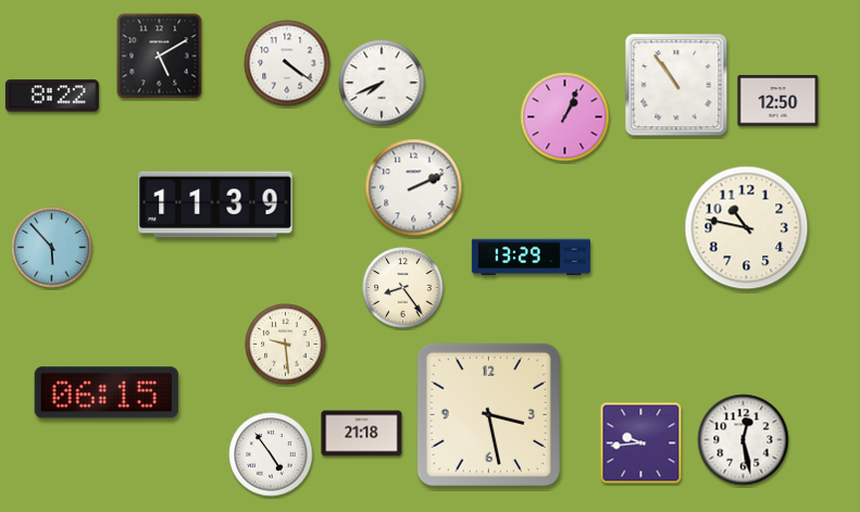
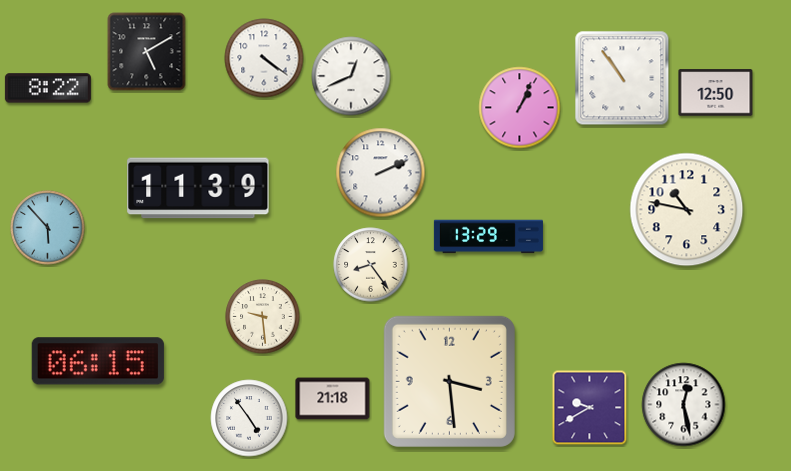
clock at (382, 83): 7:41 -> 12:41
clock at (488, 414): 3:28 -> 3:29
clock at (641, 444): 9:44 -> 9:40
